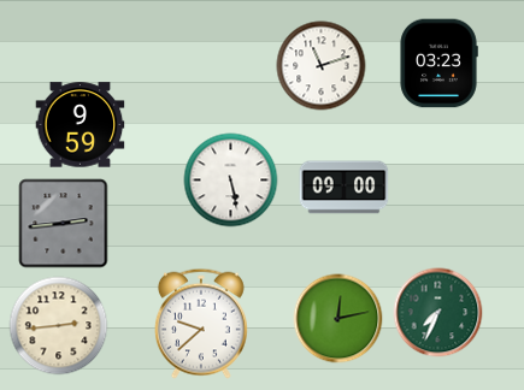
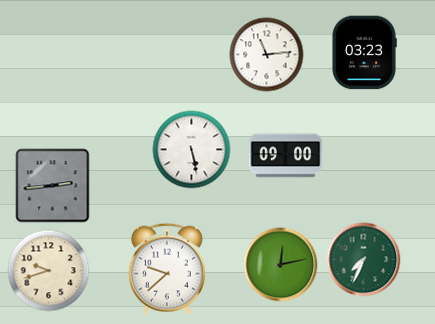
clock at (322, 66): 11:12 -> 11:14
clock at (81, 125): 9:59 -> none
clock at (59, 326): 2:44 -> 9:42
